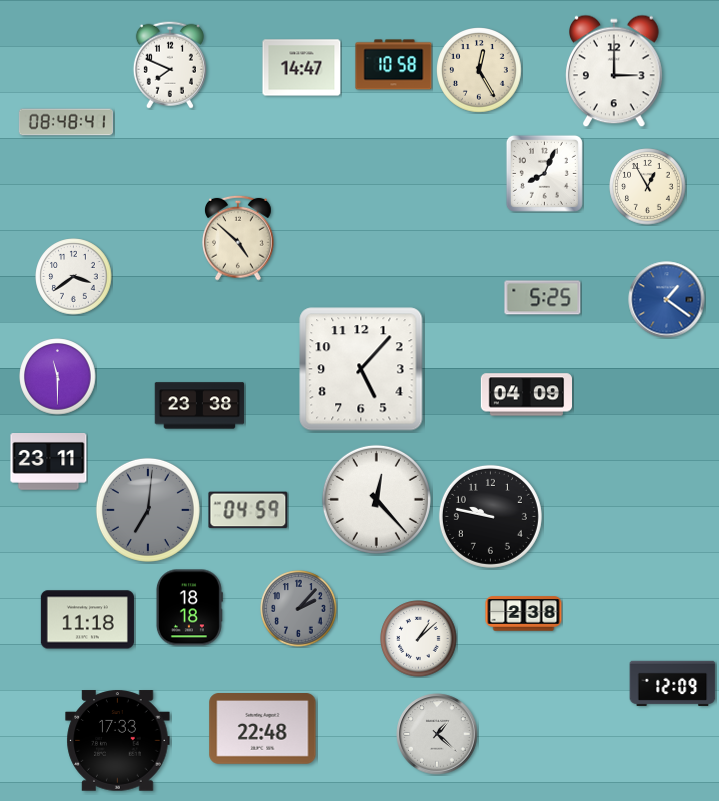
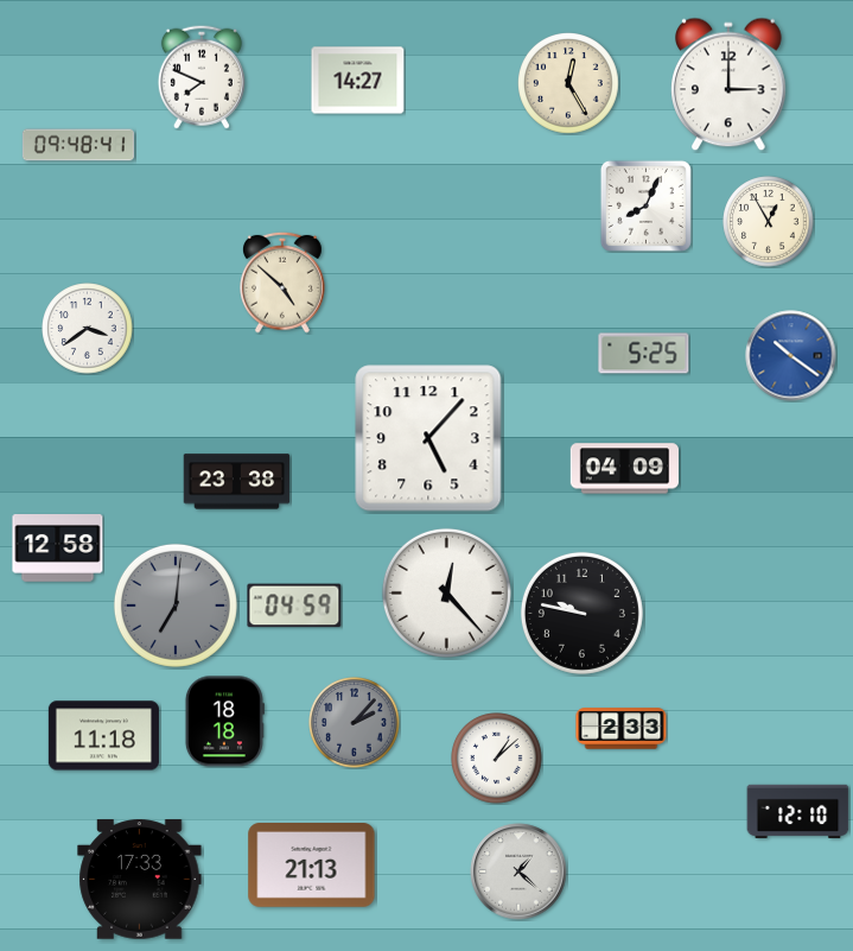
clock at (394, 65): 10:58 -> none
clock at (302, 68): 14:47 -> 14:27
clock at (66, 122): 08:48 -> 09:48
clock at (667, 300): 1:21 -> 10:21
clock at (58, 377): 11:30 -> none
clock at (49, 462): 23:11 -> 12:58
clock at (524, 614): 2:38 -> 2:33
clock at (673, 683): 12:09 -> 12:10
clock at (263, 729): 22:48 -> 21:13
